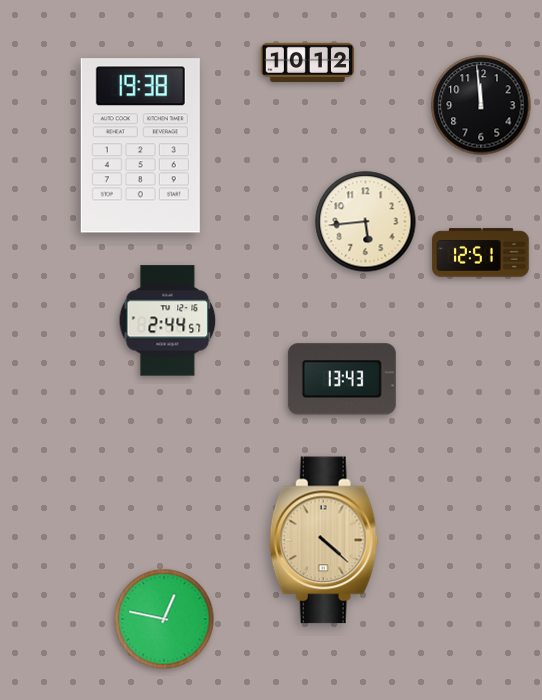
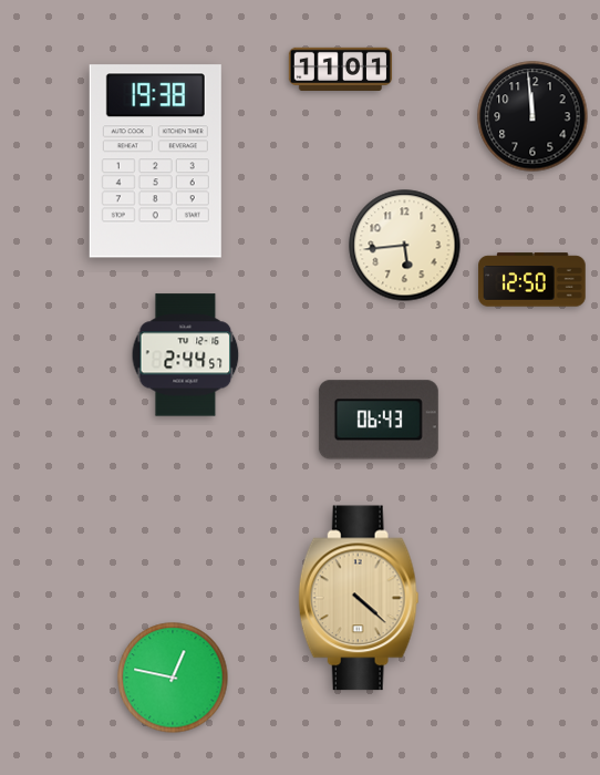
clock at (308, 62): 10:12 -> 11:01
clock at (481, 253): 12:51 -> 12:50
clock at (342, 379): 13:43 -> 06:43
clock at (164, 619) position: (164, 619) -> (173, 678)
